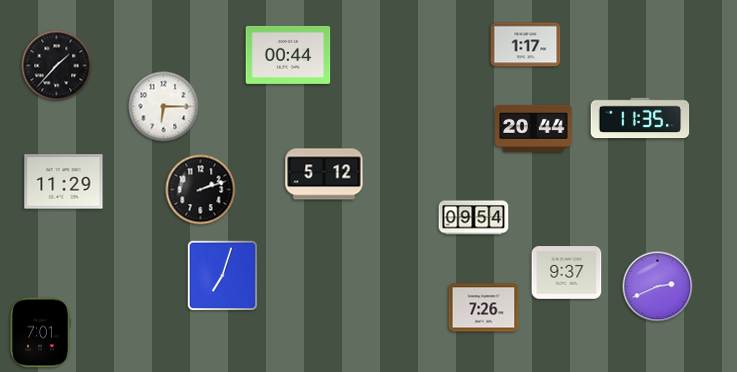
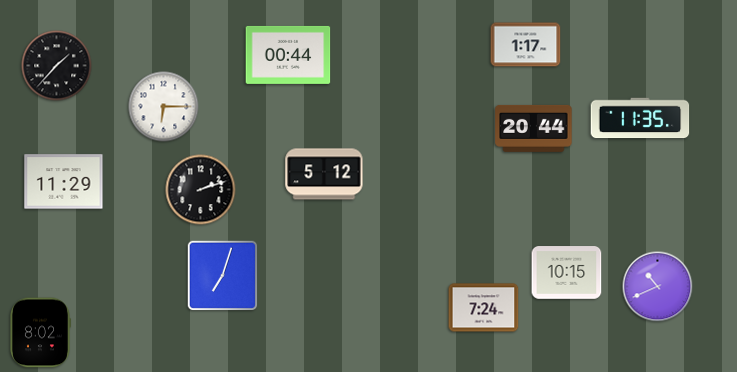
clock at (474, 218): 09:54 -> none
clock at (567, 273): 9:37 -> 10:15
clock at (658, 287): 2:41 -> 10:41
clock at (484, 308): 7:26 -> 7:24
clock at (41, 333): 7:01 -> 8:02
